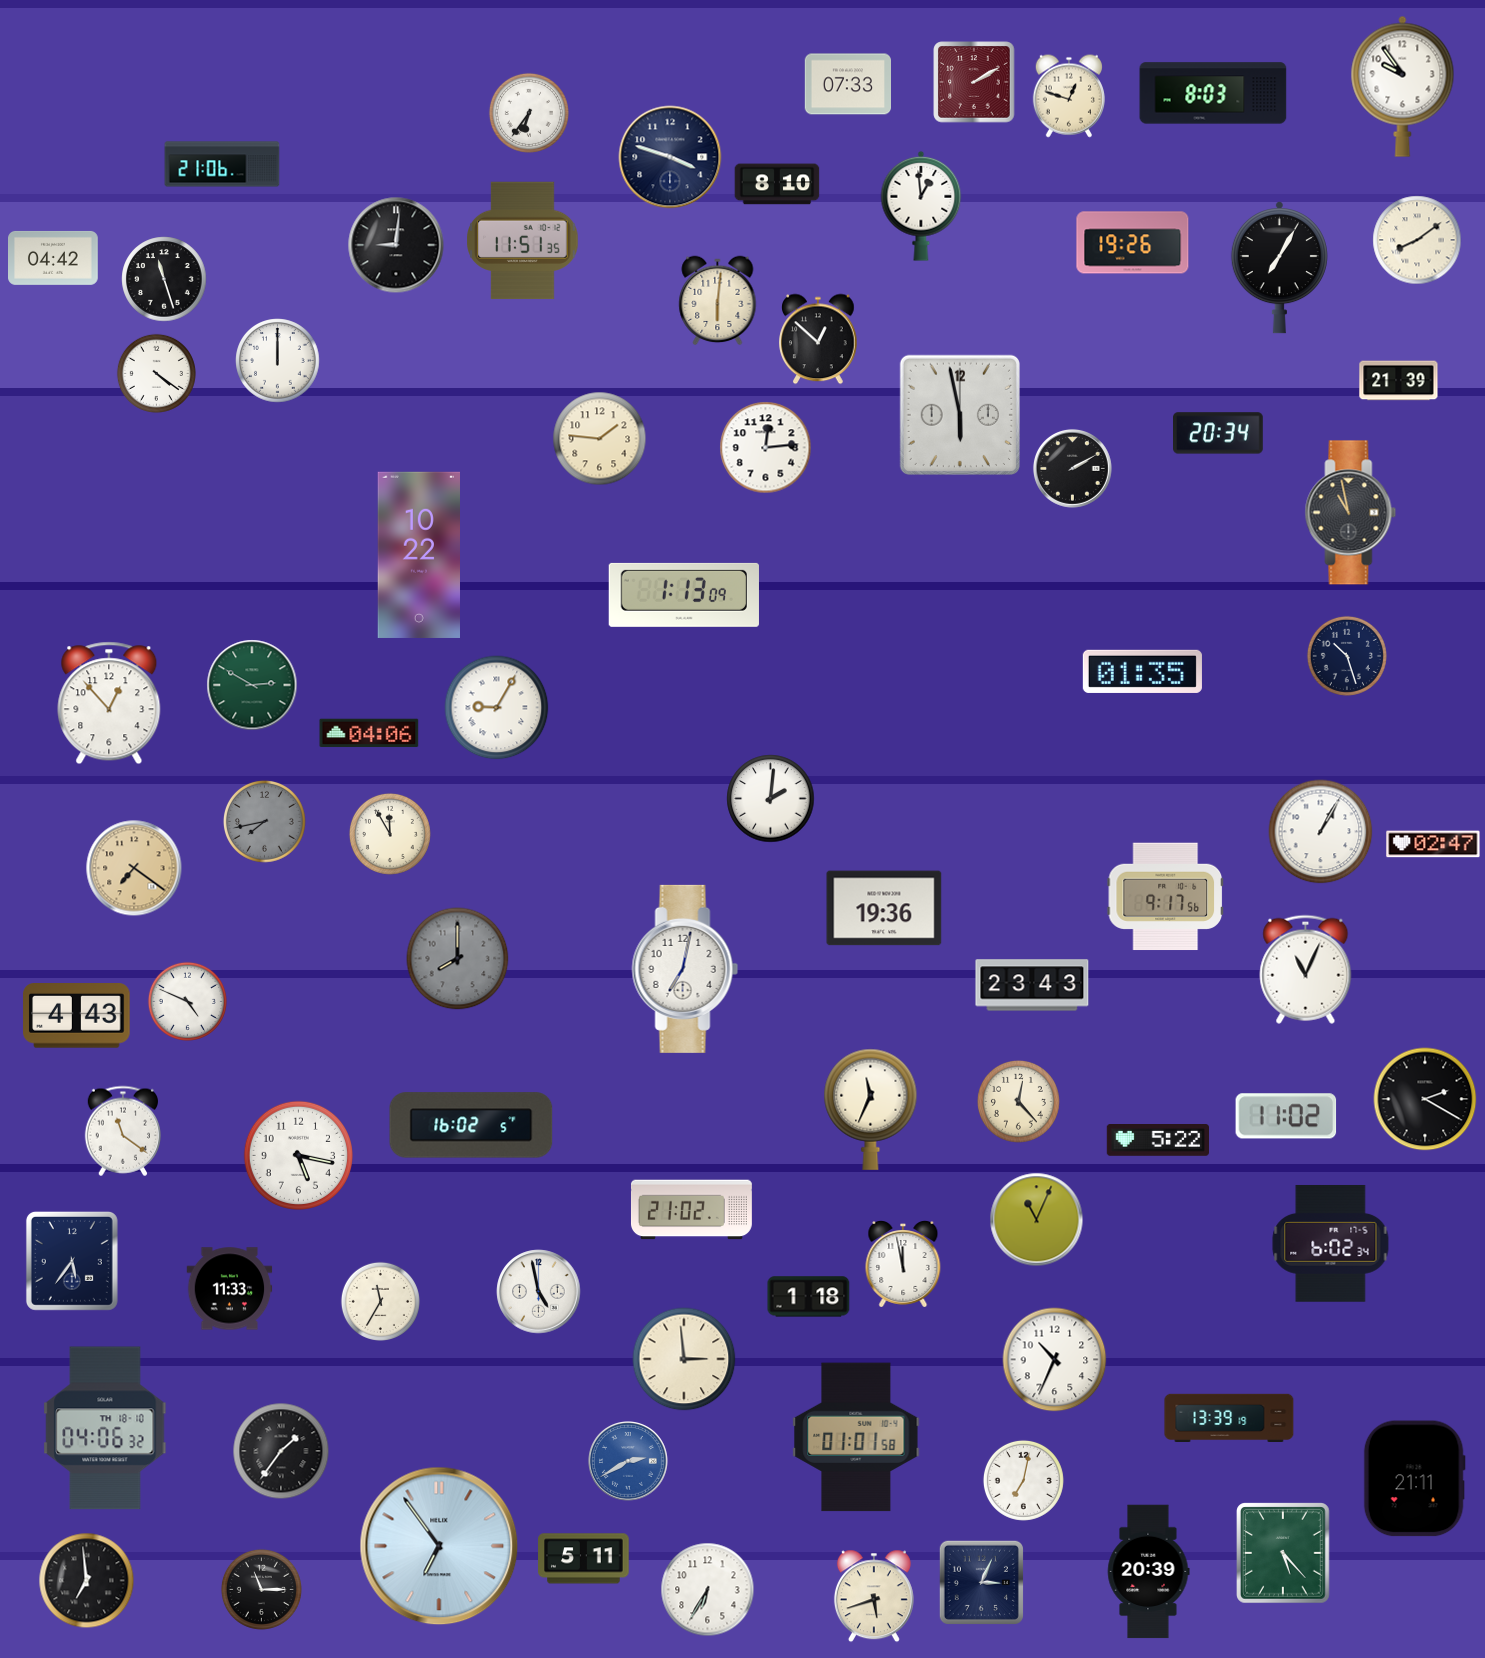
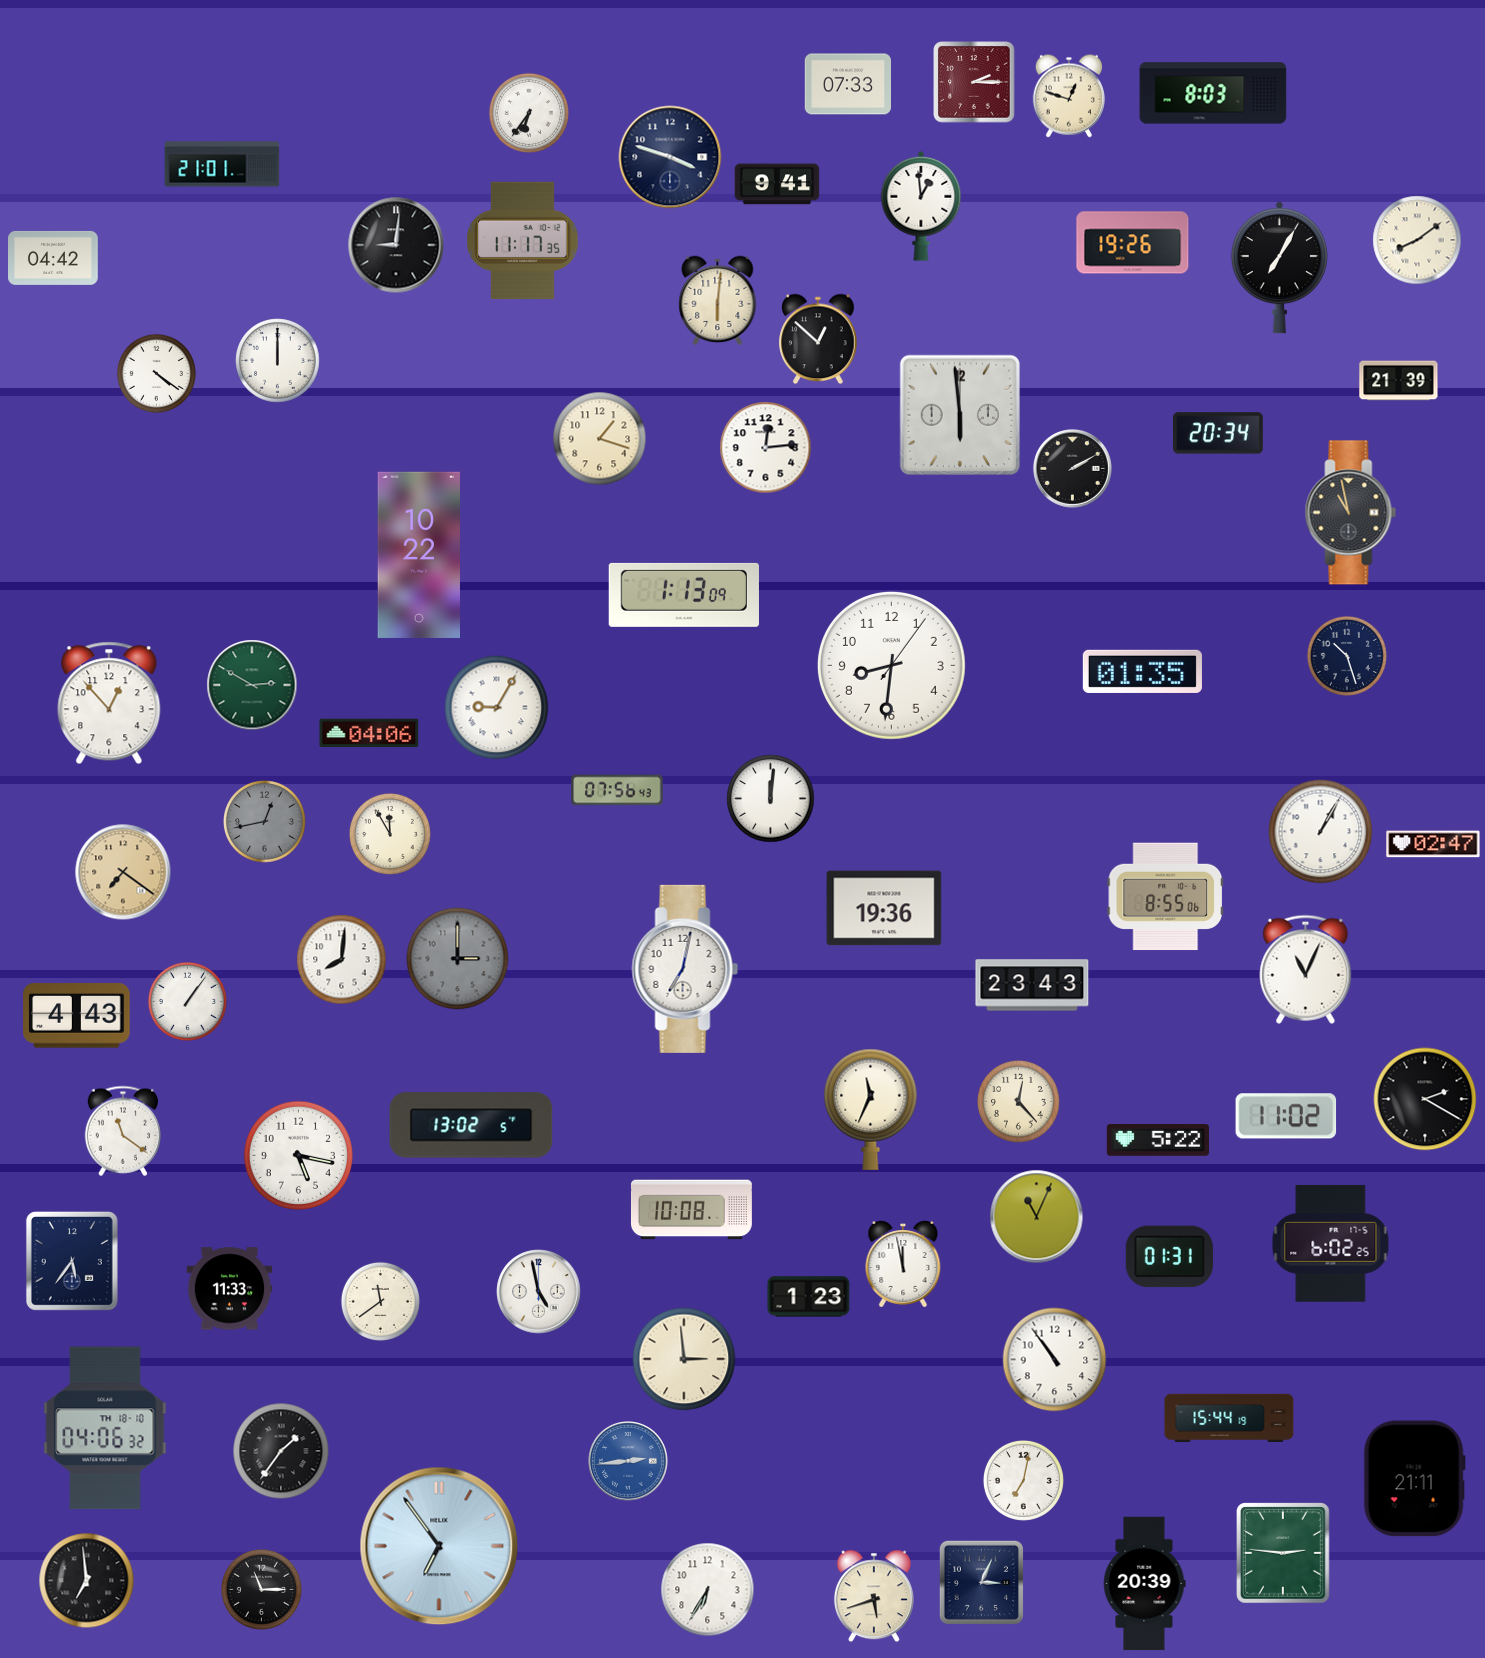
clock at (974, 82): 2:10 -> 2:15
clock at (1403, 86): 9:54 -> none
clock at (222, 164): 21:06 -> 21:01
clock at (777, 184): 8:10 -> 9:41
clock at (523, 241): 11:51 -> 11:17
clock at (164, 279): 11:27 -> none
clock at (960, 415): 5:58 -> 5:59
clock at (600, 439): 1:46 -> 1:18
clock at (891, 665): none -> 8:31
clock at (617, 790): none -> 07:56
clock at (771, 799): 2:01 -> 12:01
clock at (264, 821): 7:43 -> 12:43
clock at (134, 868) position: (134, 868) -> (123, 872)
clock at (1166, 897): 9:17 -> 8:55
clock at (458, 959): 8:00 -> 3:00
clock at (342, 960): none -> 8:01
clock at (187, 1001): 4:49 -> 1:06
clock at (471, 1125): 16:02 -> 13:02
clock at (691, 1210): 21:02 -> 10:08
clock at (1037, 1220) position: (1037, 1220) -> (1037, 1217)
clock at (1331, 1243): 6:02:34 -> 6:02:25
clock at (1169, 1257): none -> 01:31
clock at (809, 1297): 1:18 -> 1:23
clock at (380, 1301): 11:35 -> 11:39
clock at (1055, 1360): 10:34 -> 10:54
clock at (1229, 1417): 13:39 -> 15:44
clock at (856, 1437): 01:01 -> none
clock at (629, 1462): 2:40 -> 2:44
clock at (1283, 1553): 5:23 -> 2:46
clock at (584, 1559): 5:11 -> none
clock at (1148, 1572) position: (1148, 1572) -> (1144, 1584)
